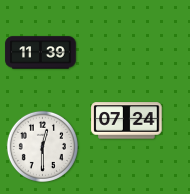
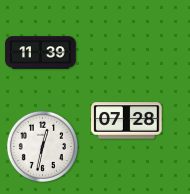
clock at (127, 121): 07:24 -> 07:28
clock at (42, 146): 12:30 -> 12:32
